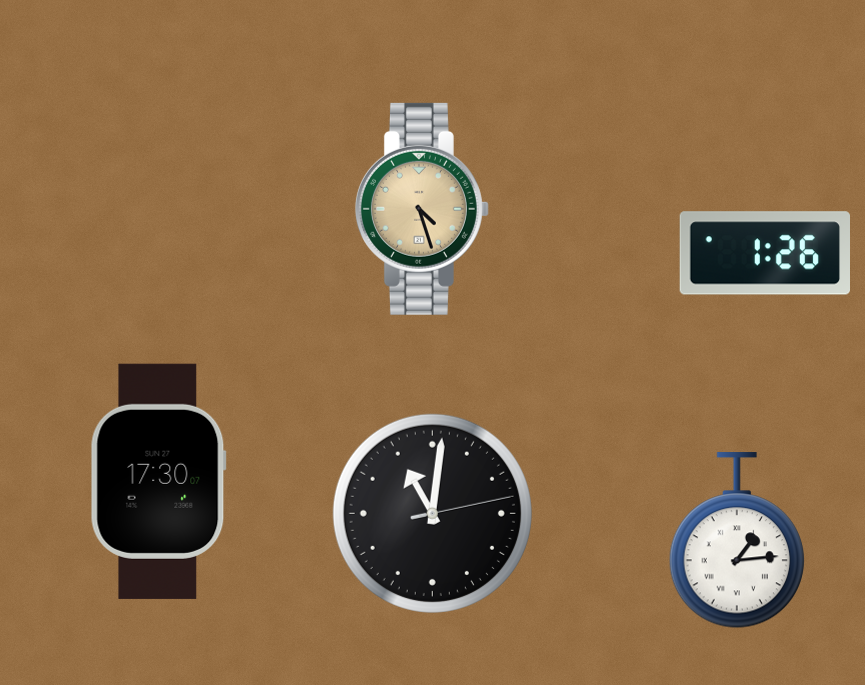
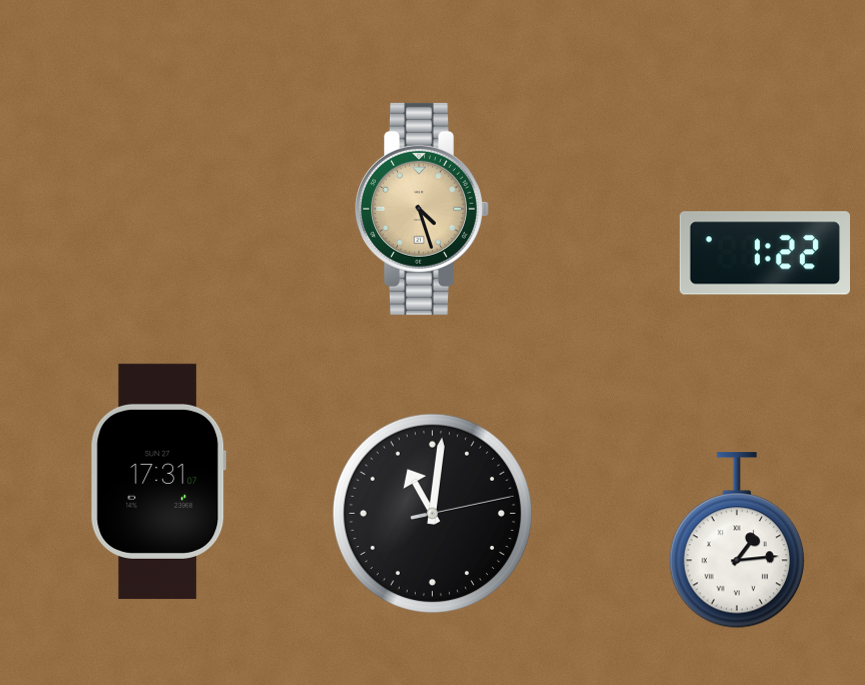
clock at (764, 253): 1:26 -> 1:22
clock at (158, 481): 17:30 -> 17:31
